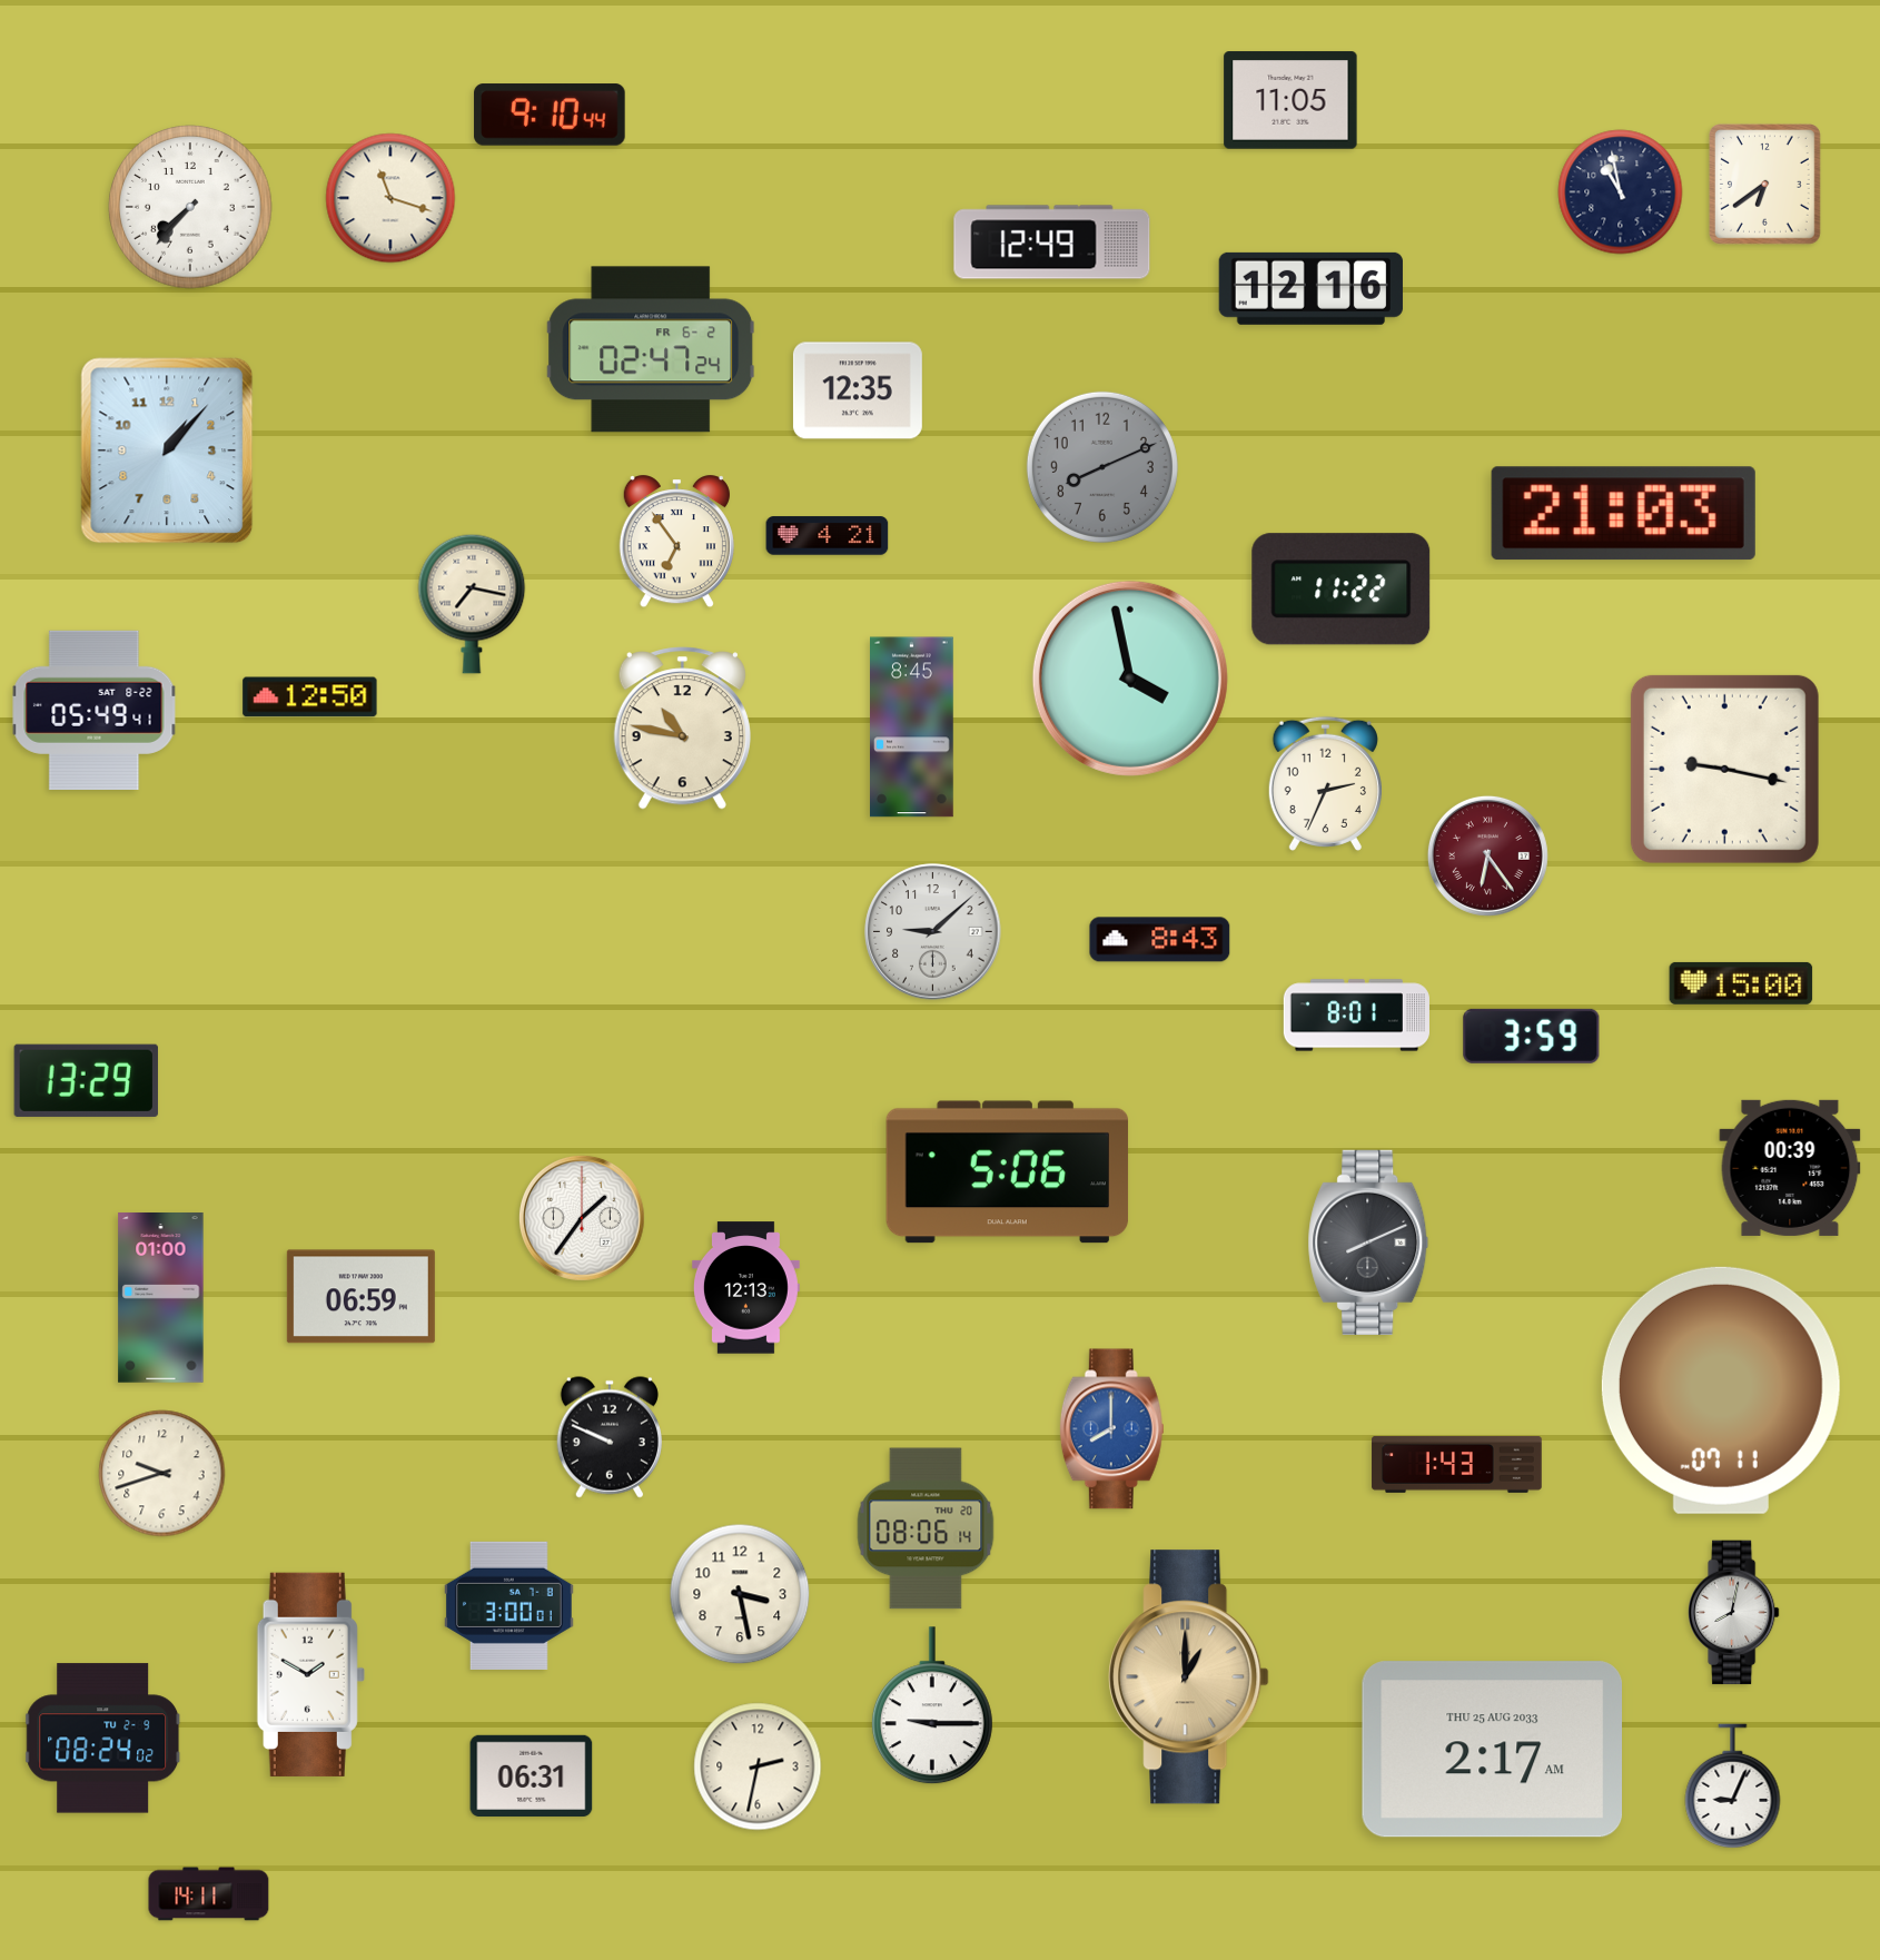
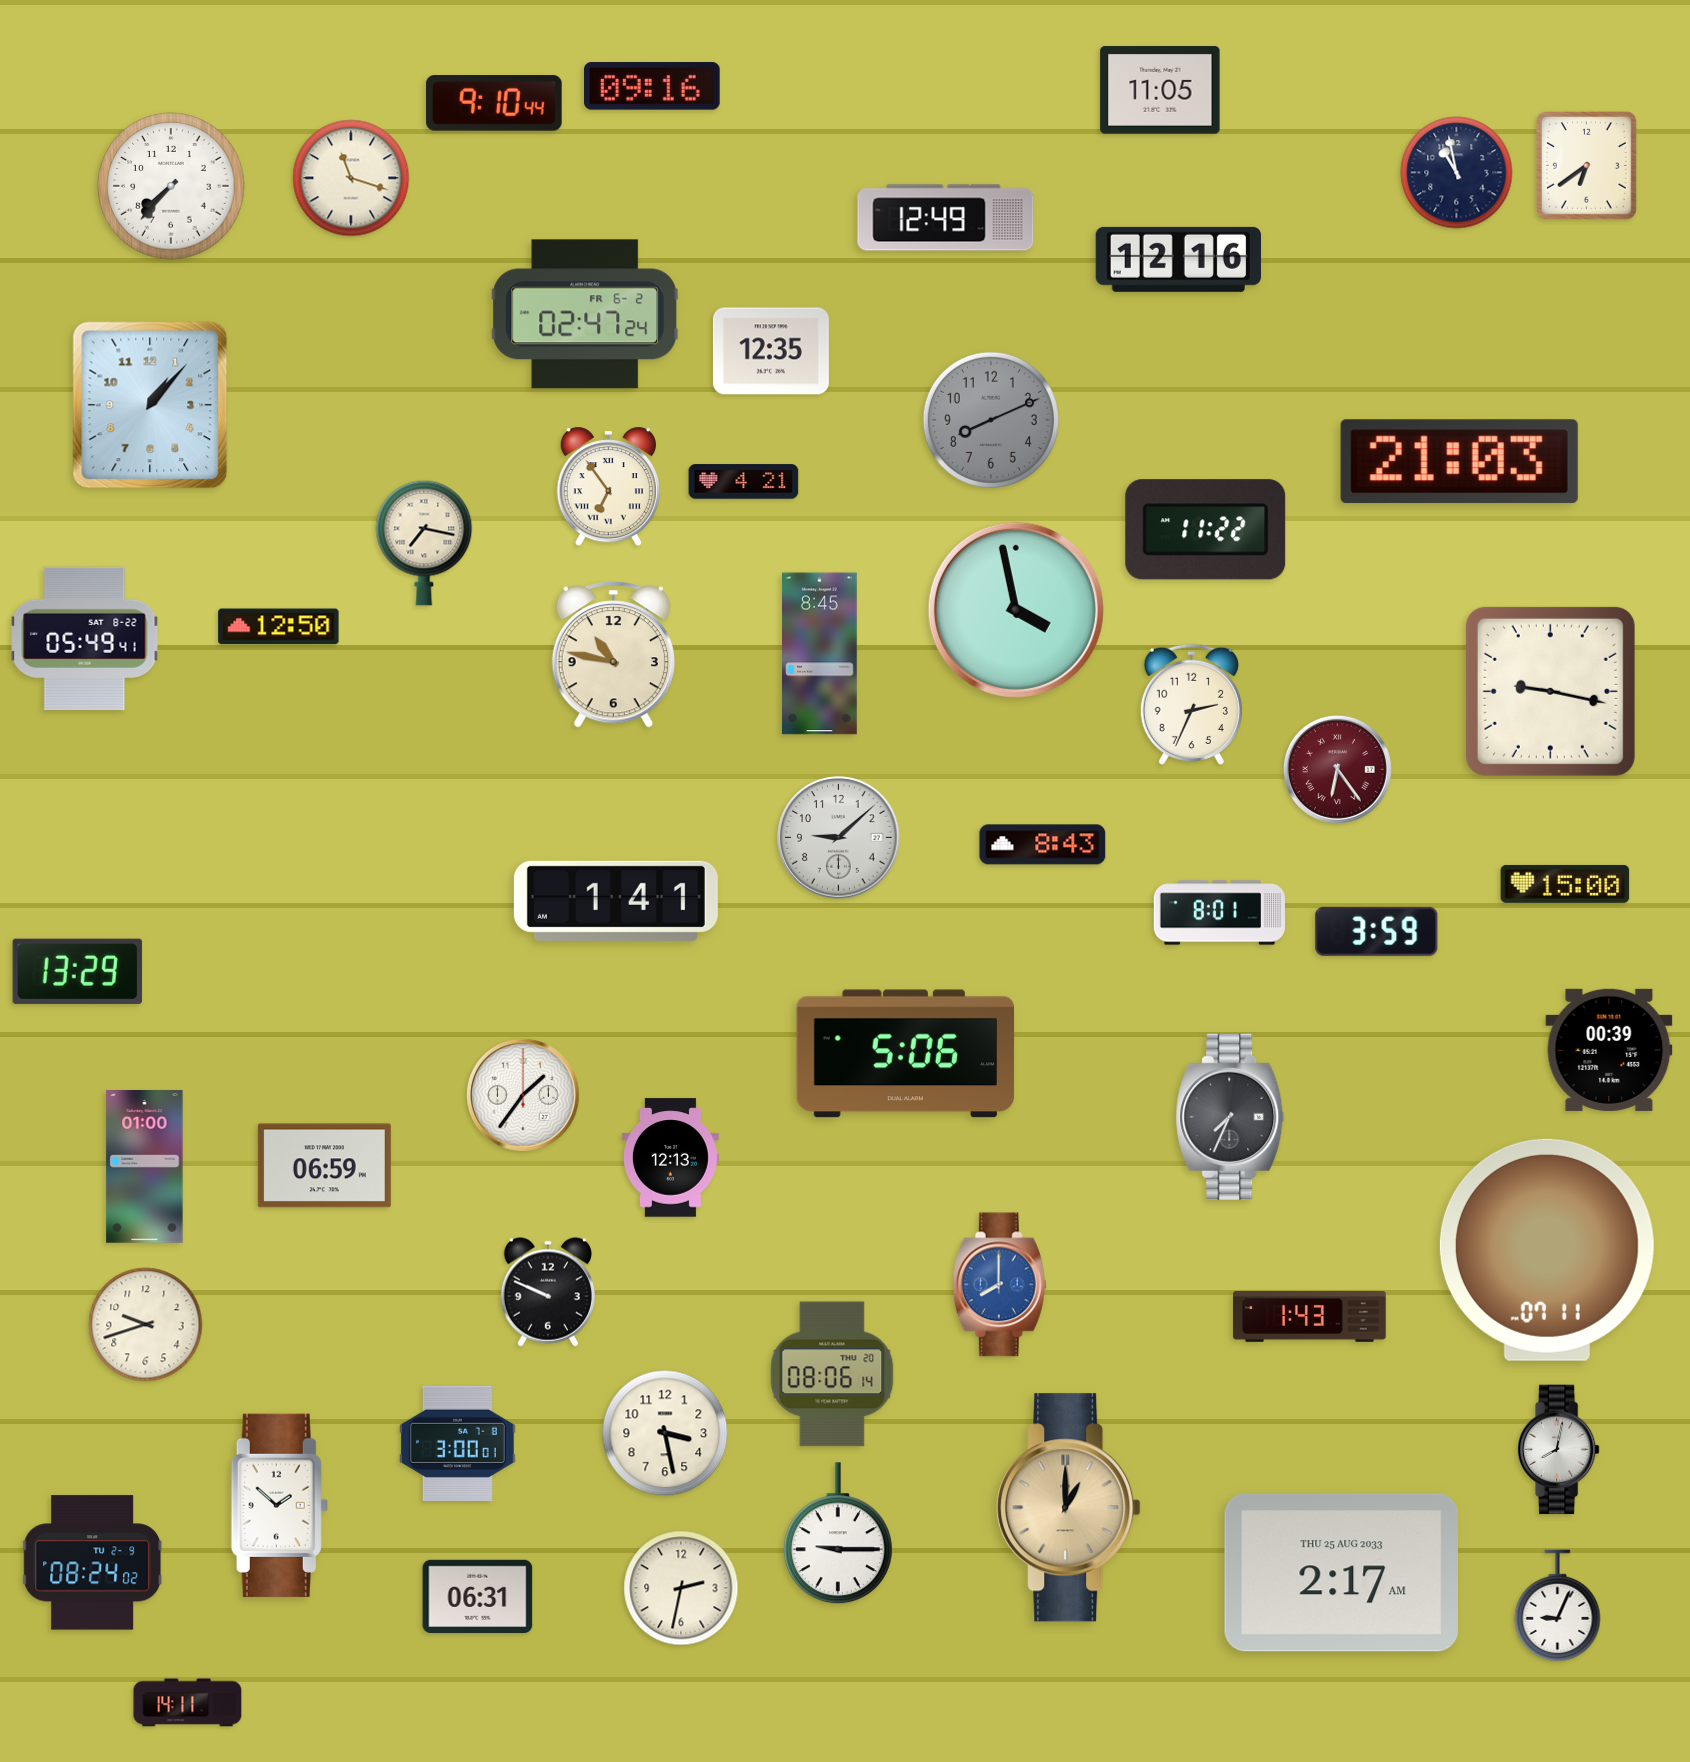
clock at (653, 86): none -> 09:16
clock at (616, 901): none -> 1:41
clock at (1368, 1243): 8:11 -> 7:34
clock at (310, 1674): 1:50 -> 1:52
